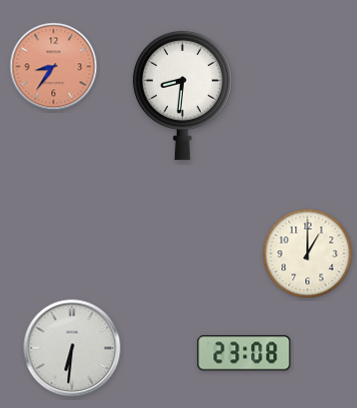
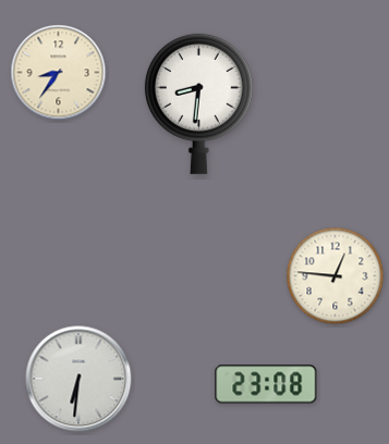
clock at (54, 67) dial: salmon -> cream
clock at (308, 254): 1:00 -> 12:46
